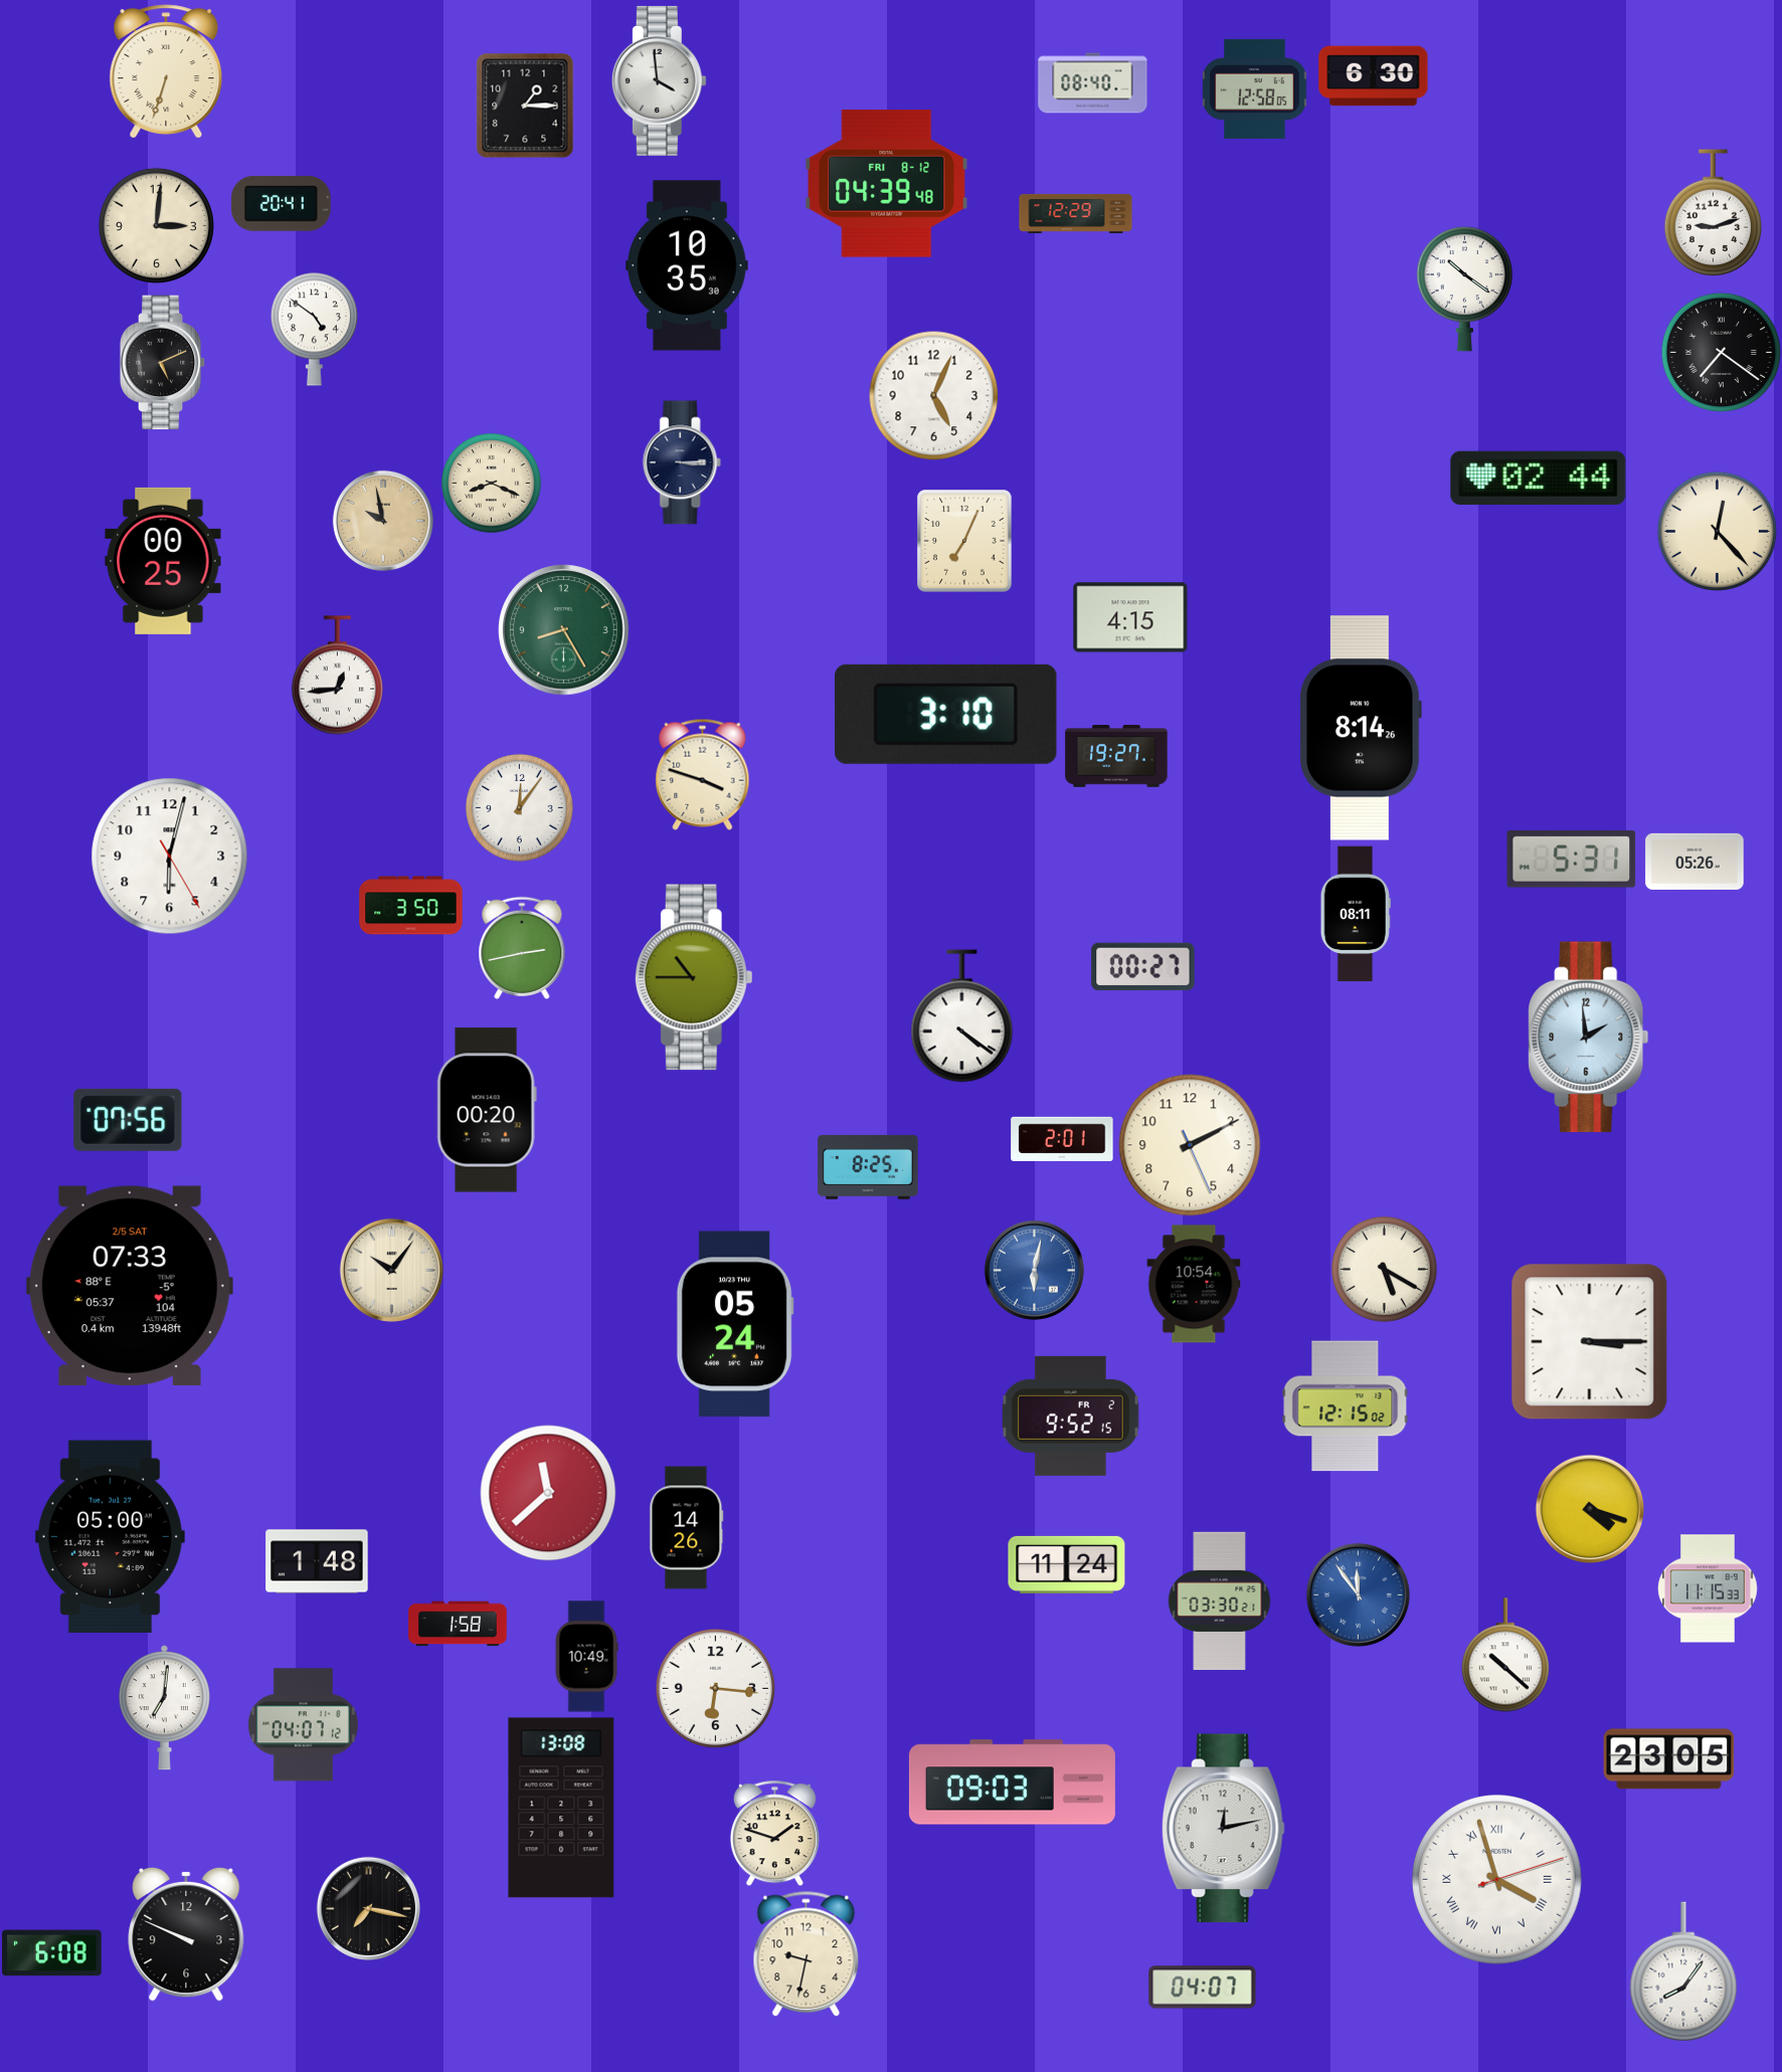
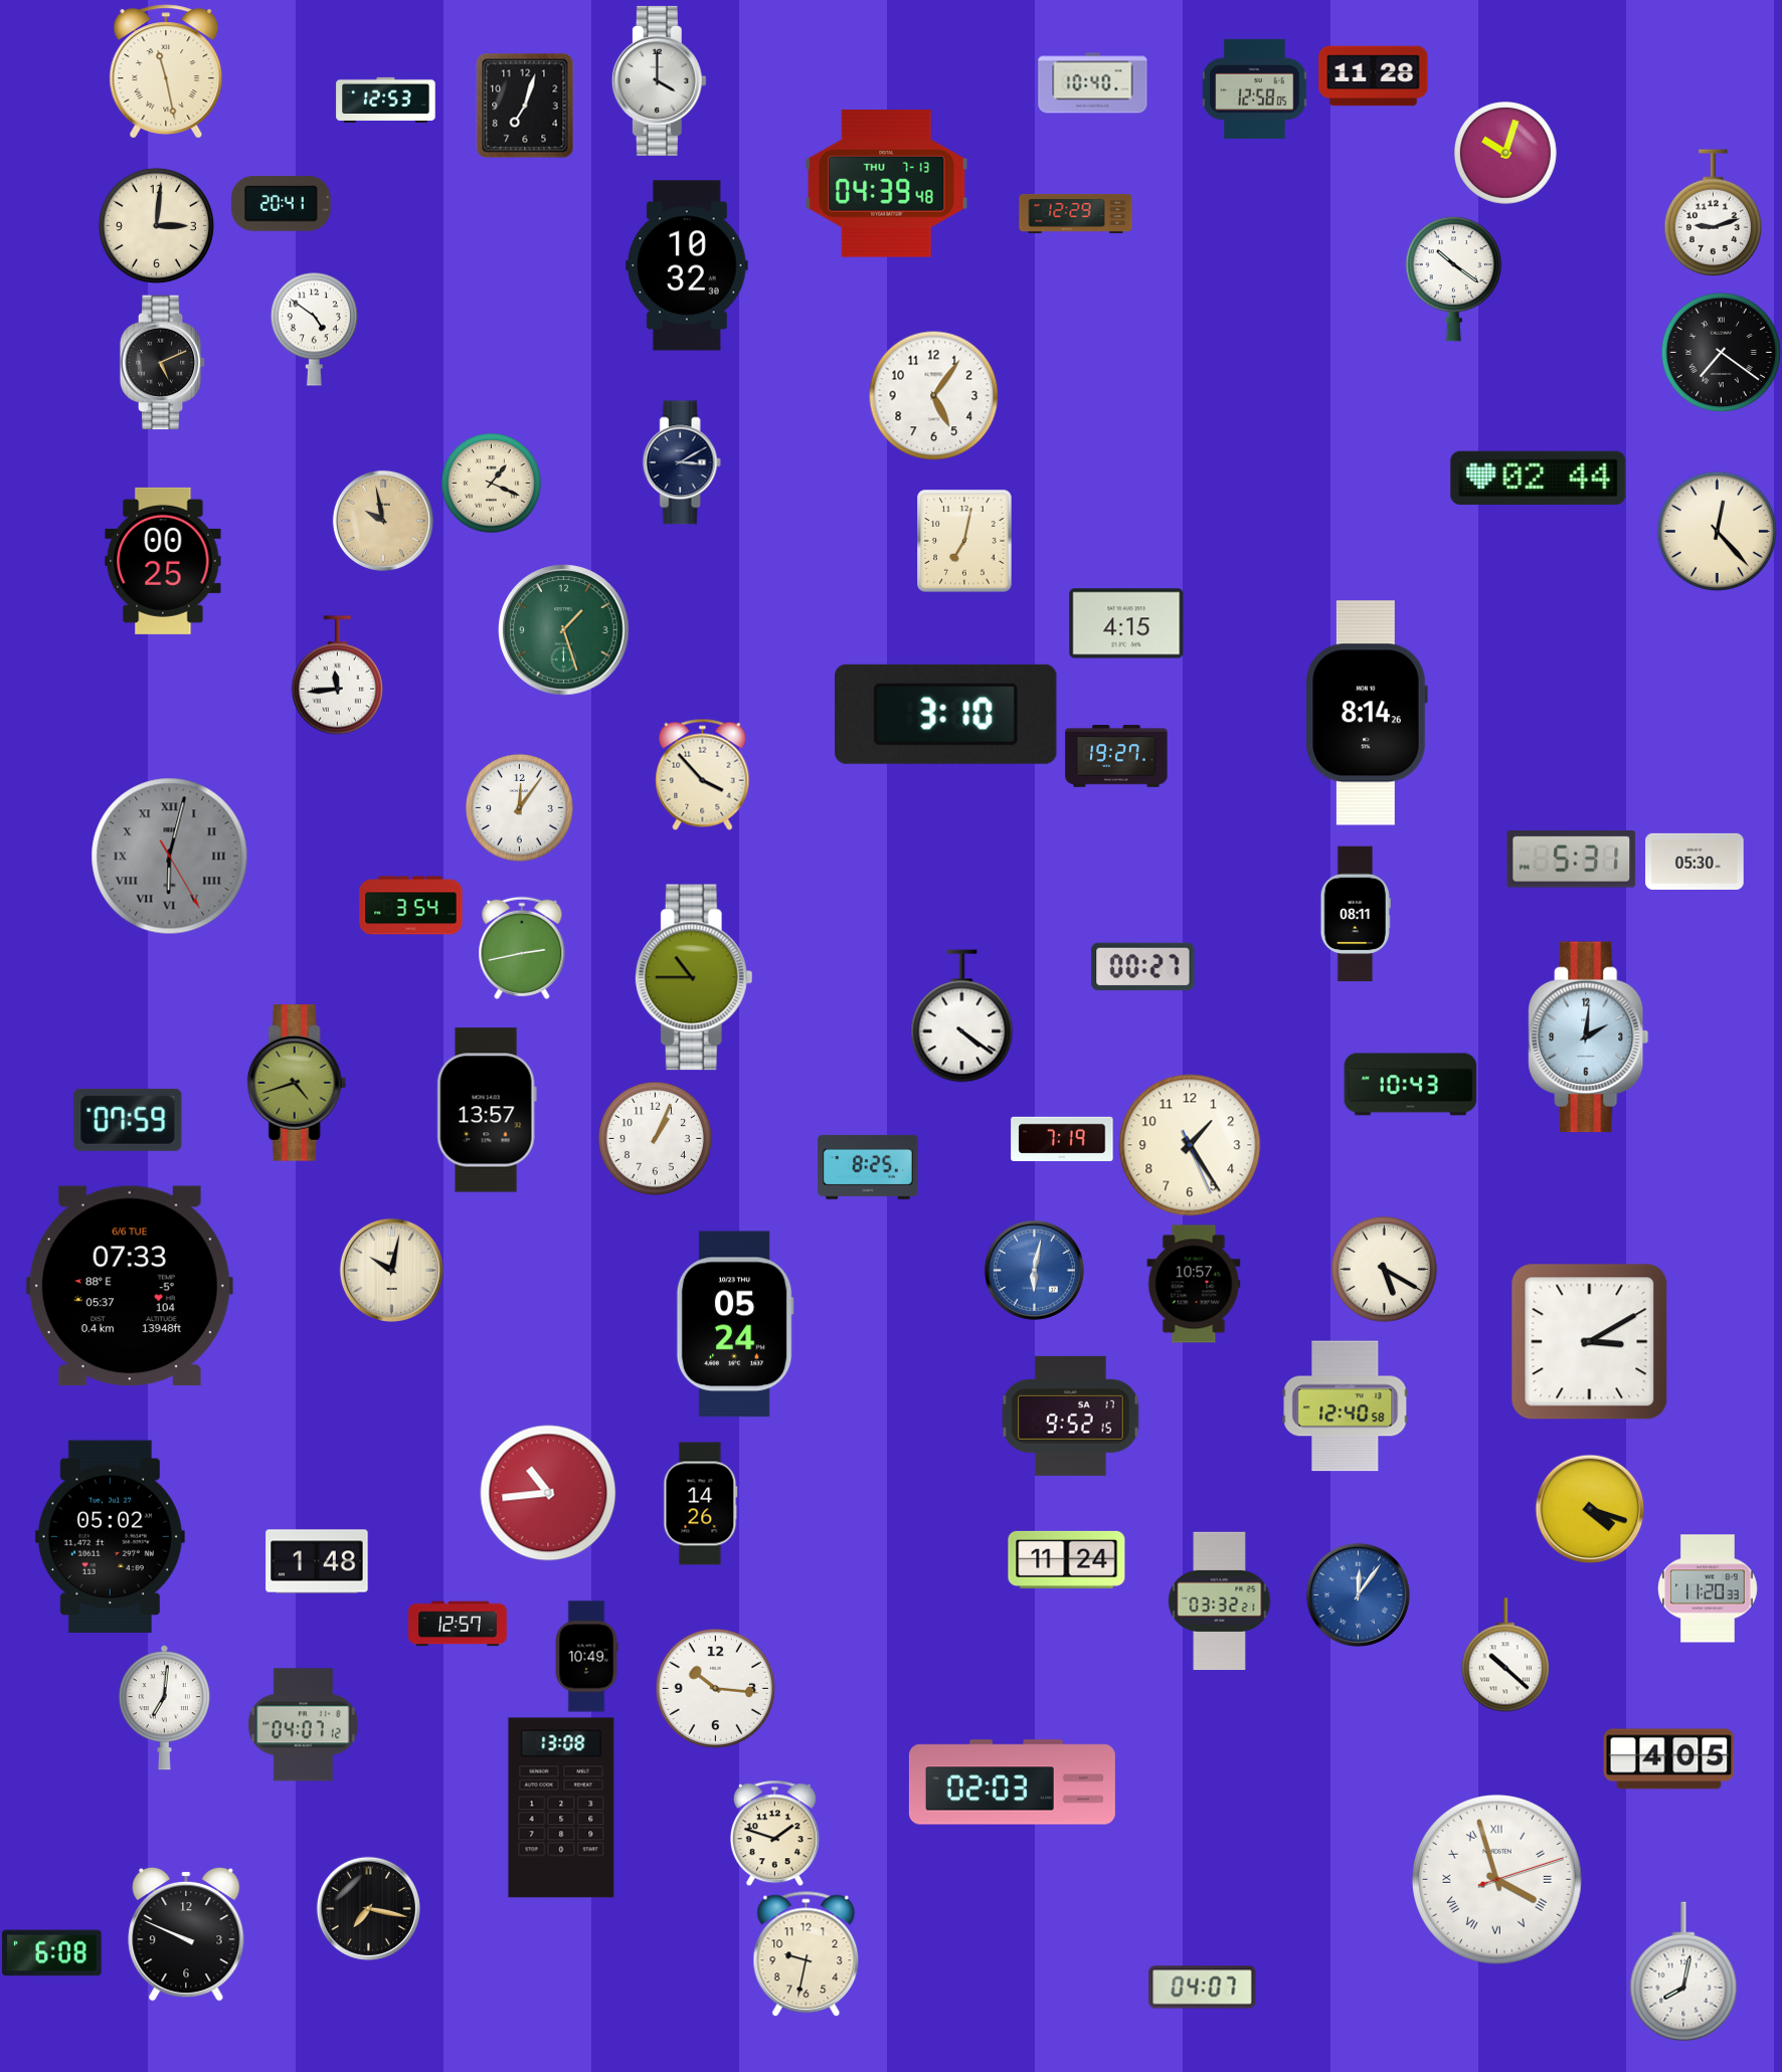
clock at (166, 71): 6:33 -> 11:28
clock at (1374, 76): 6:30 -> 11:28
clock at (659, 80): 3:59 -> 4:00
clock at (1093, 83): 08:40 -> 10:40
clock at (386, 100): none -> 12:53
clock at (525, 106): 1:15 -> 7:03
clock at (1505, 153): none -> 10:03
clock at (887, 184) date: FRI 8-12 -> THU 7-13
clock at (687, 265): 10:35 -> 10:32
clock at (1465, 289) position: (1465, 289) -> (1454, 278)
clock at (933, 395): 5:04 -> 5:06
clock at (682, 462): 3:15 -> 3:10
clock at (492, 484): 8:19 -> 1:19
clock at (964, 541): 7:04 -> 7:02
clock at (1130, 617) position: (1130, 617) -> (1126, 623)
clock at (564, 630): 8:25 -> 1:27
clock at (337, 676): 12:44 -> 11:44
clock at (1361, 728) position: (1361, 728) -> (1367, 713)
clock at (703, 774): 3:48 -> 3:53
clock at (170, 857) dial: white -> grey
clock at (170, 857) numerals: Arabic -> Roman
clock at (1695, 862): 05:26 -> 05:30
clock at (411, 906): 3:50 -> 3:54
clock at (1589, 1038): 1:59 -> 2:01
clock at (297, 1083): none -> 4:42
clock at (1411, 1085): none -> 10:43
clock at (487, 1110): 00:20 -> 13:57
clock at (128, 1120): 07:56 -> 07:59
clock at (655, 1138): none -> 1:04
clock at (1062, 1139): 2:01 -> 7:19
clock at (1190, 1145): 2:10 -> 1:24
clock at (391, 1270): 10:06 -> 10:02
clock at (1194, 1284): 10:54 -> 10:57
clock at (130, 1286) date: 2/5 SAT -> 6/6 TUE
clock at (1590, 1342): 3:15 -> 3:10
clock at (1346, 1406): 12:15 -> 12:40
clock at (1071, 1416) date: FR 2 -> SA 17
clock at (548, 1493): 11:38 -> 10:44
clock at (687, 1528) position: (687, 1528) -> (701, 1504)
clock at (110, 1537): 05:00 -> 05:02
clock at (1067, 1564) position: (1067, 1564) -> (1067, 1559)
clock at (1708, 1588): 11:15 -> 11:20
clock at (1358, 1594): 11:54 -> 12:06
clock at (1220, 1602): 03:30 -> 03:32
clock at (458, 1624): 1:58 -> 12:57
clock at (715, 1688): 6:16 -> 10:16
clock at (1669, 1759): 23:05 -> 4:05
clock at (1012, 1782): 09:03 -> 02:03
clock at (1223, 1829): 12:13 -> none
clock at (1683, 1971): 8:06 -> 8:02
